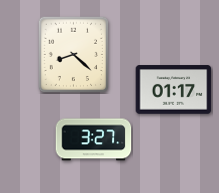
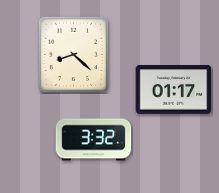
clock at (94, 140): 3:27 -> 3:32
